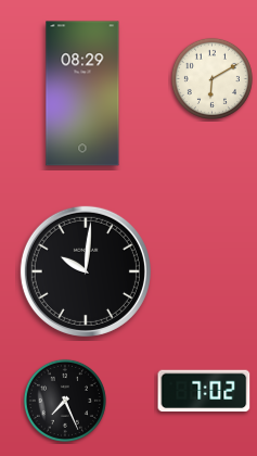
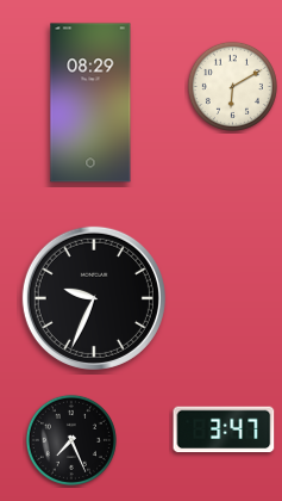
clock at (86, 271): 10:01 -> 9:34
clock at (204, 391): 7:02 -> 3:47
